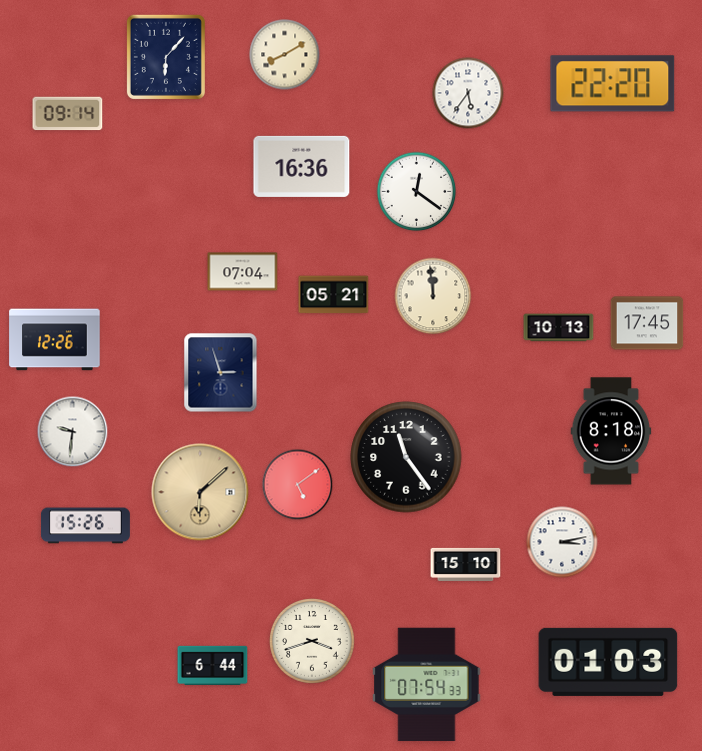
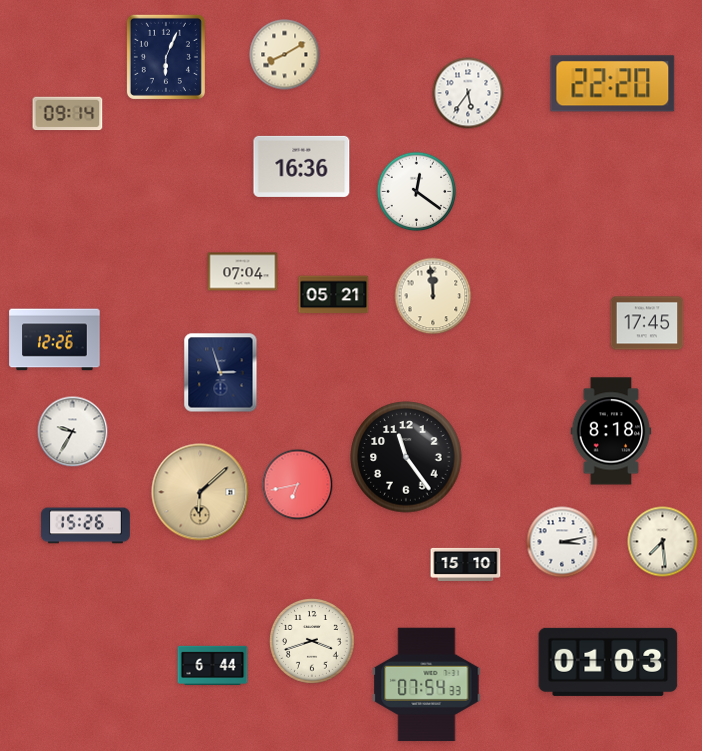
clock at (166, 57): 6:07 -> 6:04
clock at (559, 328): 10:13 -> none
clock at (73, 432): 9:31 -> 9:35
clock at (298, 485): 5:09 -> 6:43
clock at (663, 542): none -> 7:29
